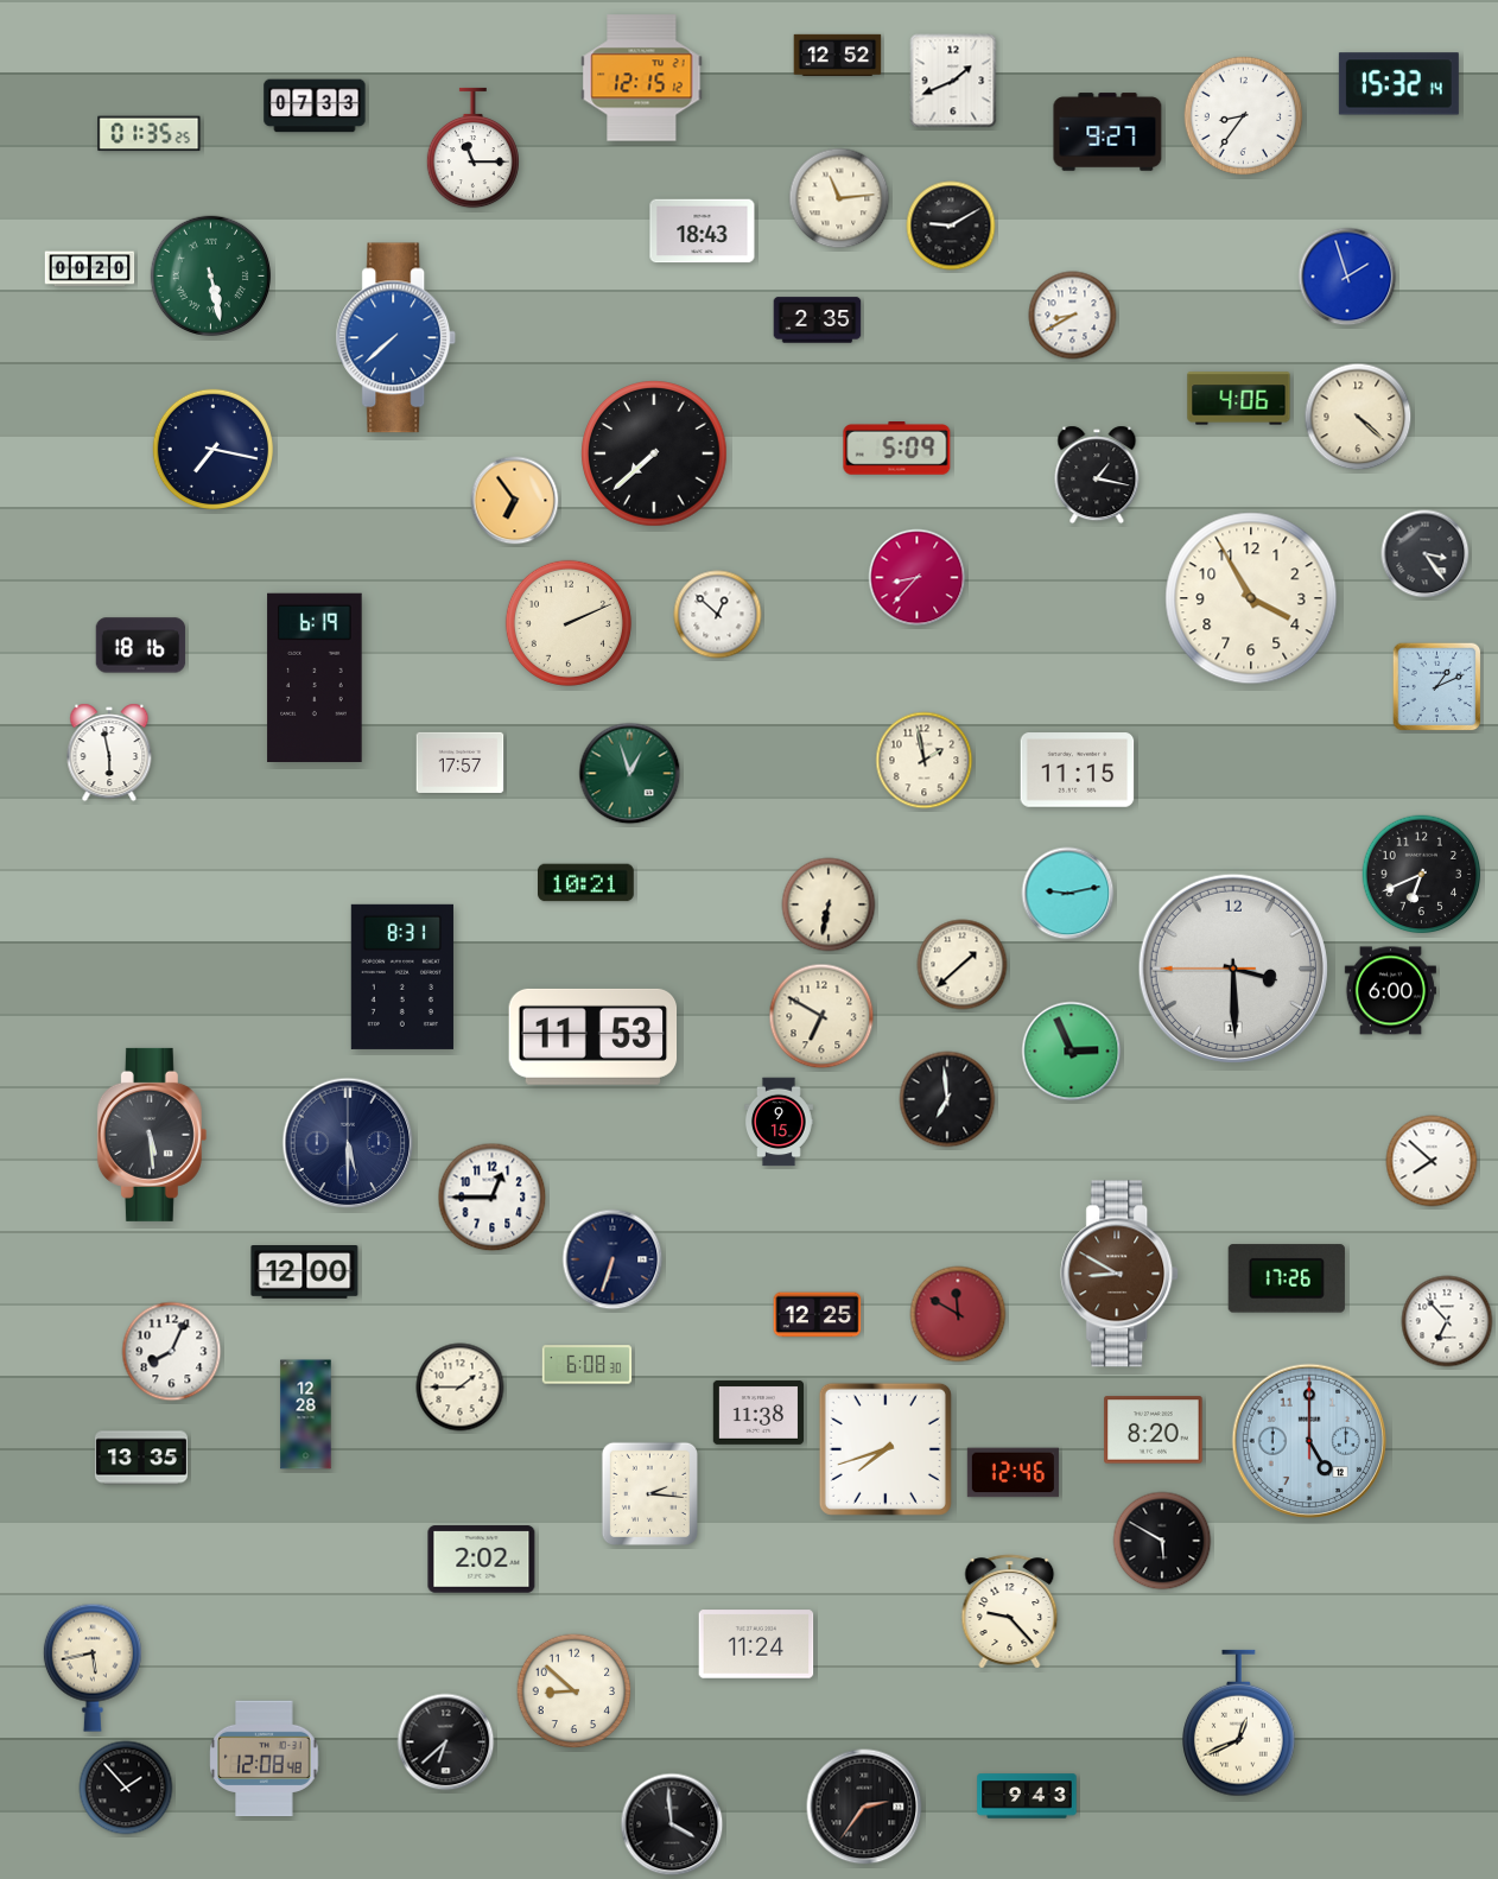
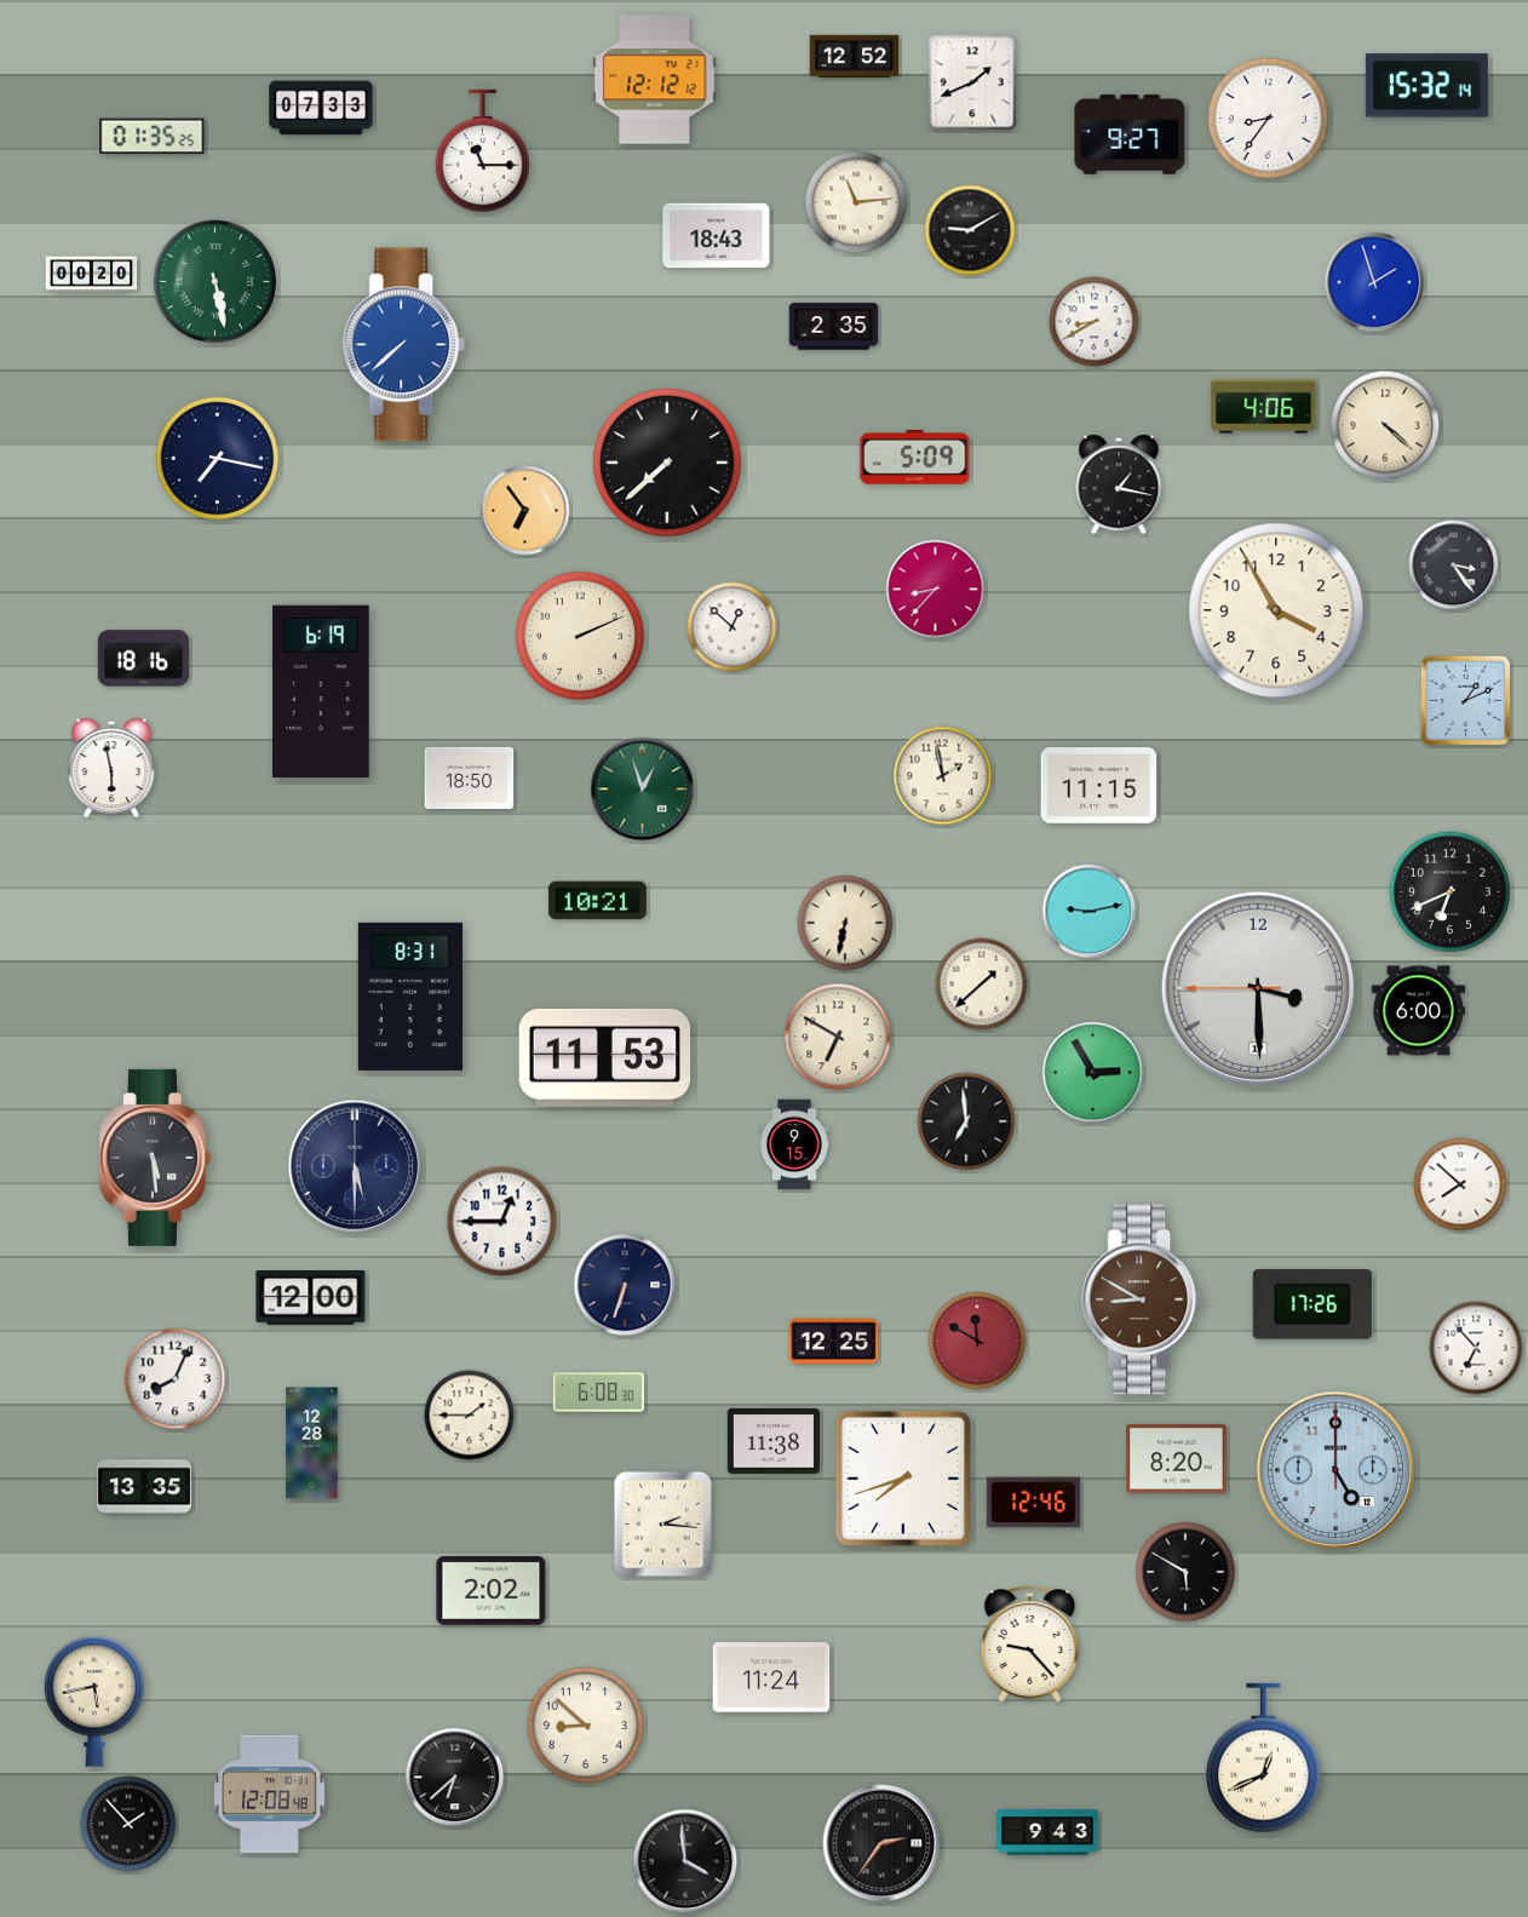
clock at (642, 78): 12:15 -> 12:12
clock at (461, 762): 17:57 -> 18:50
clock at (1072, 1052): 2:56 -> 2:55
